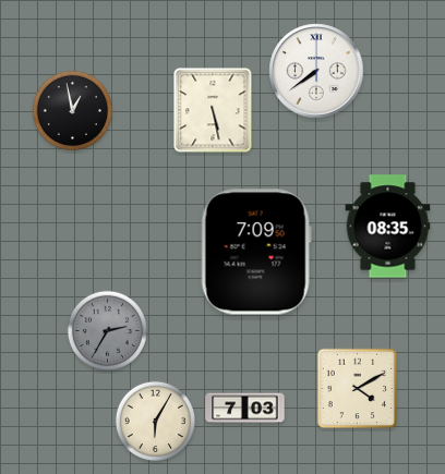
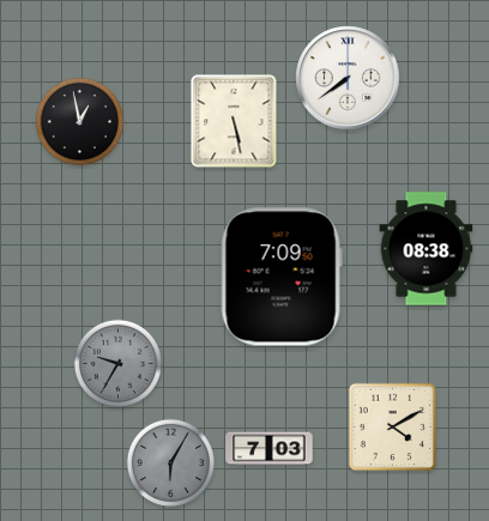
clock at (388, 227): 08:35 -> 08:38
clock at (107, 330): 2:35 -> 9:35
clock at (155, 421) dial: cream -> grey
